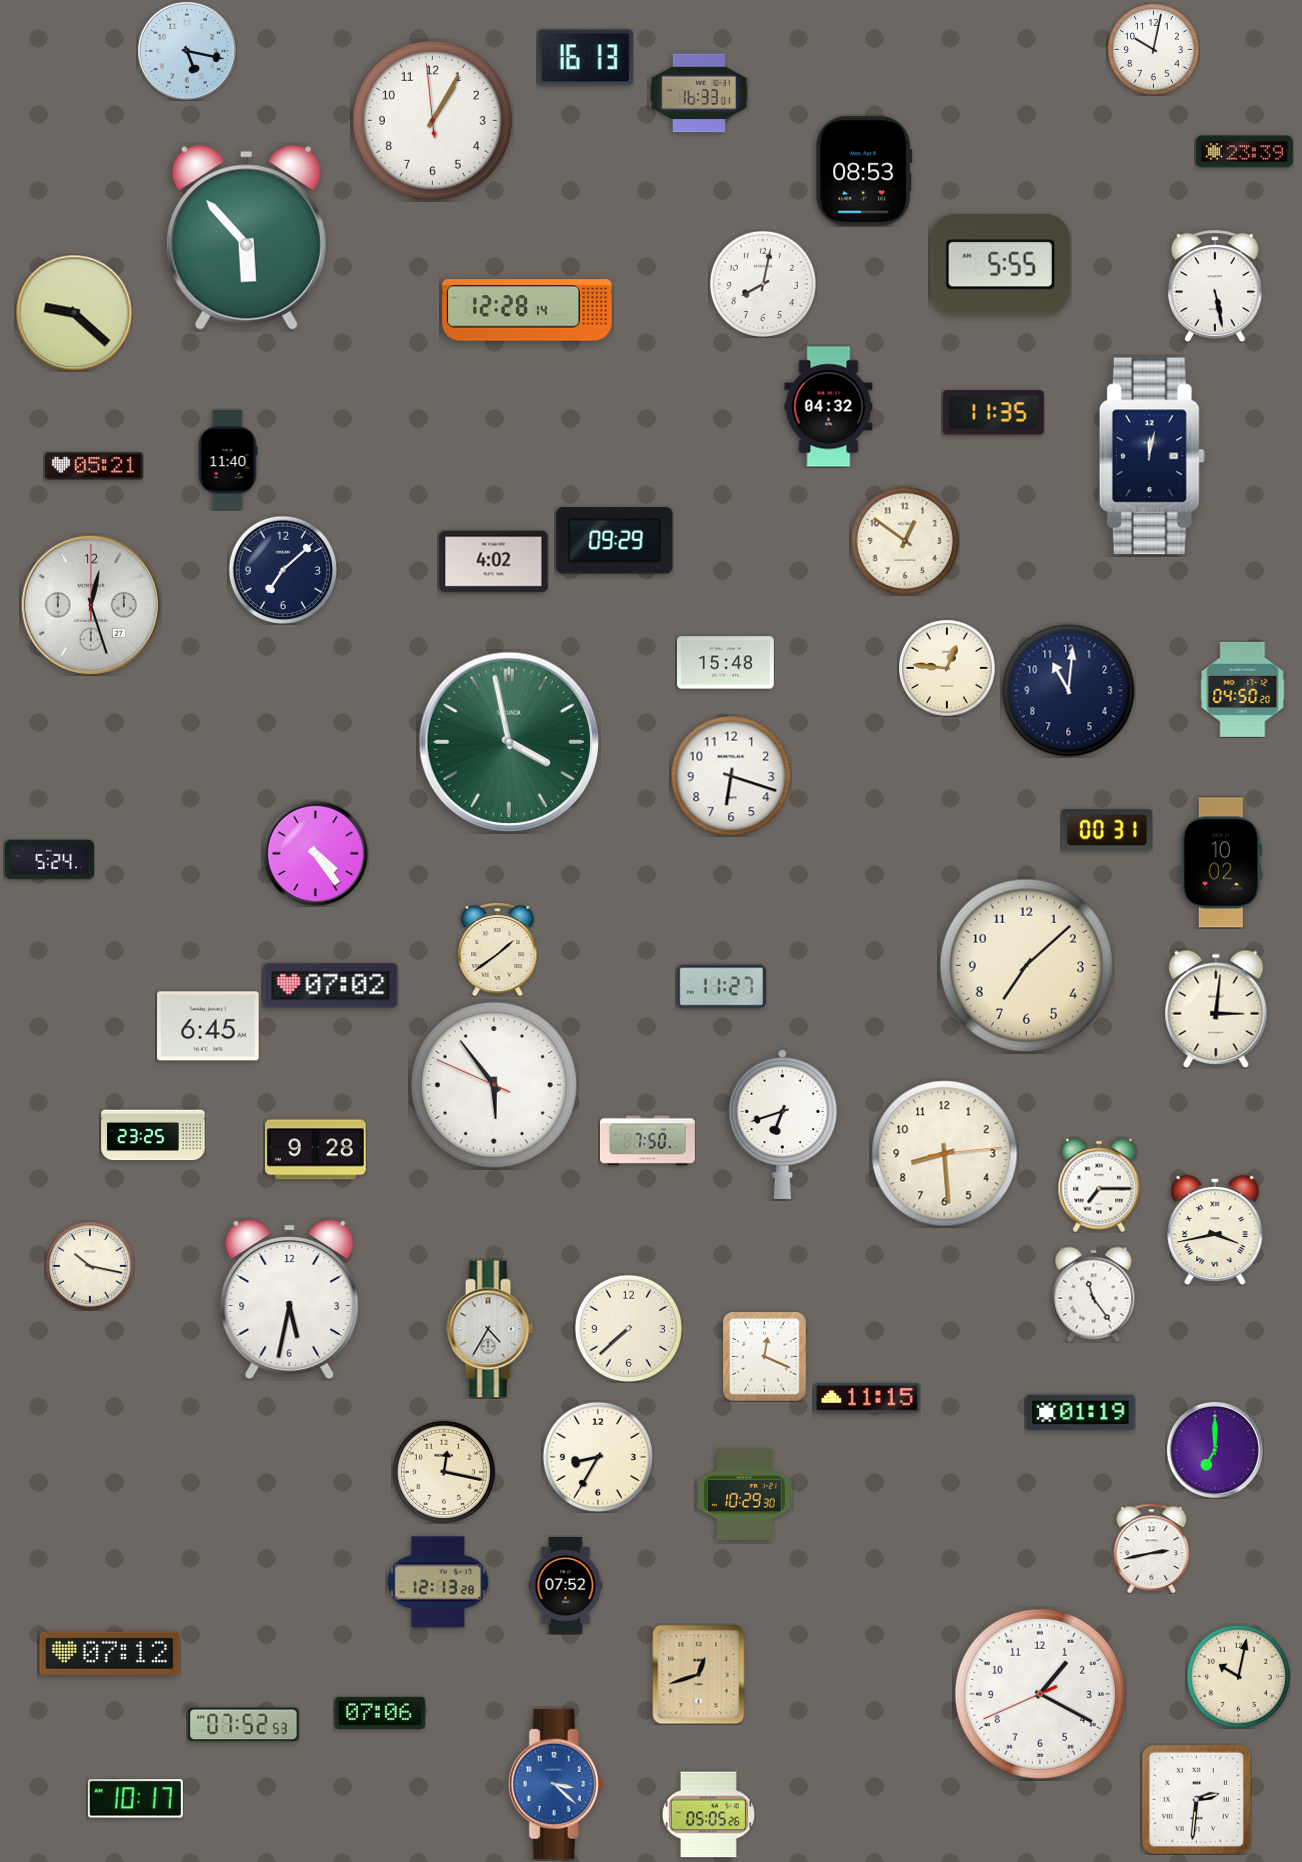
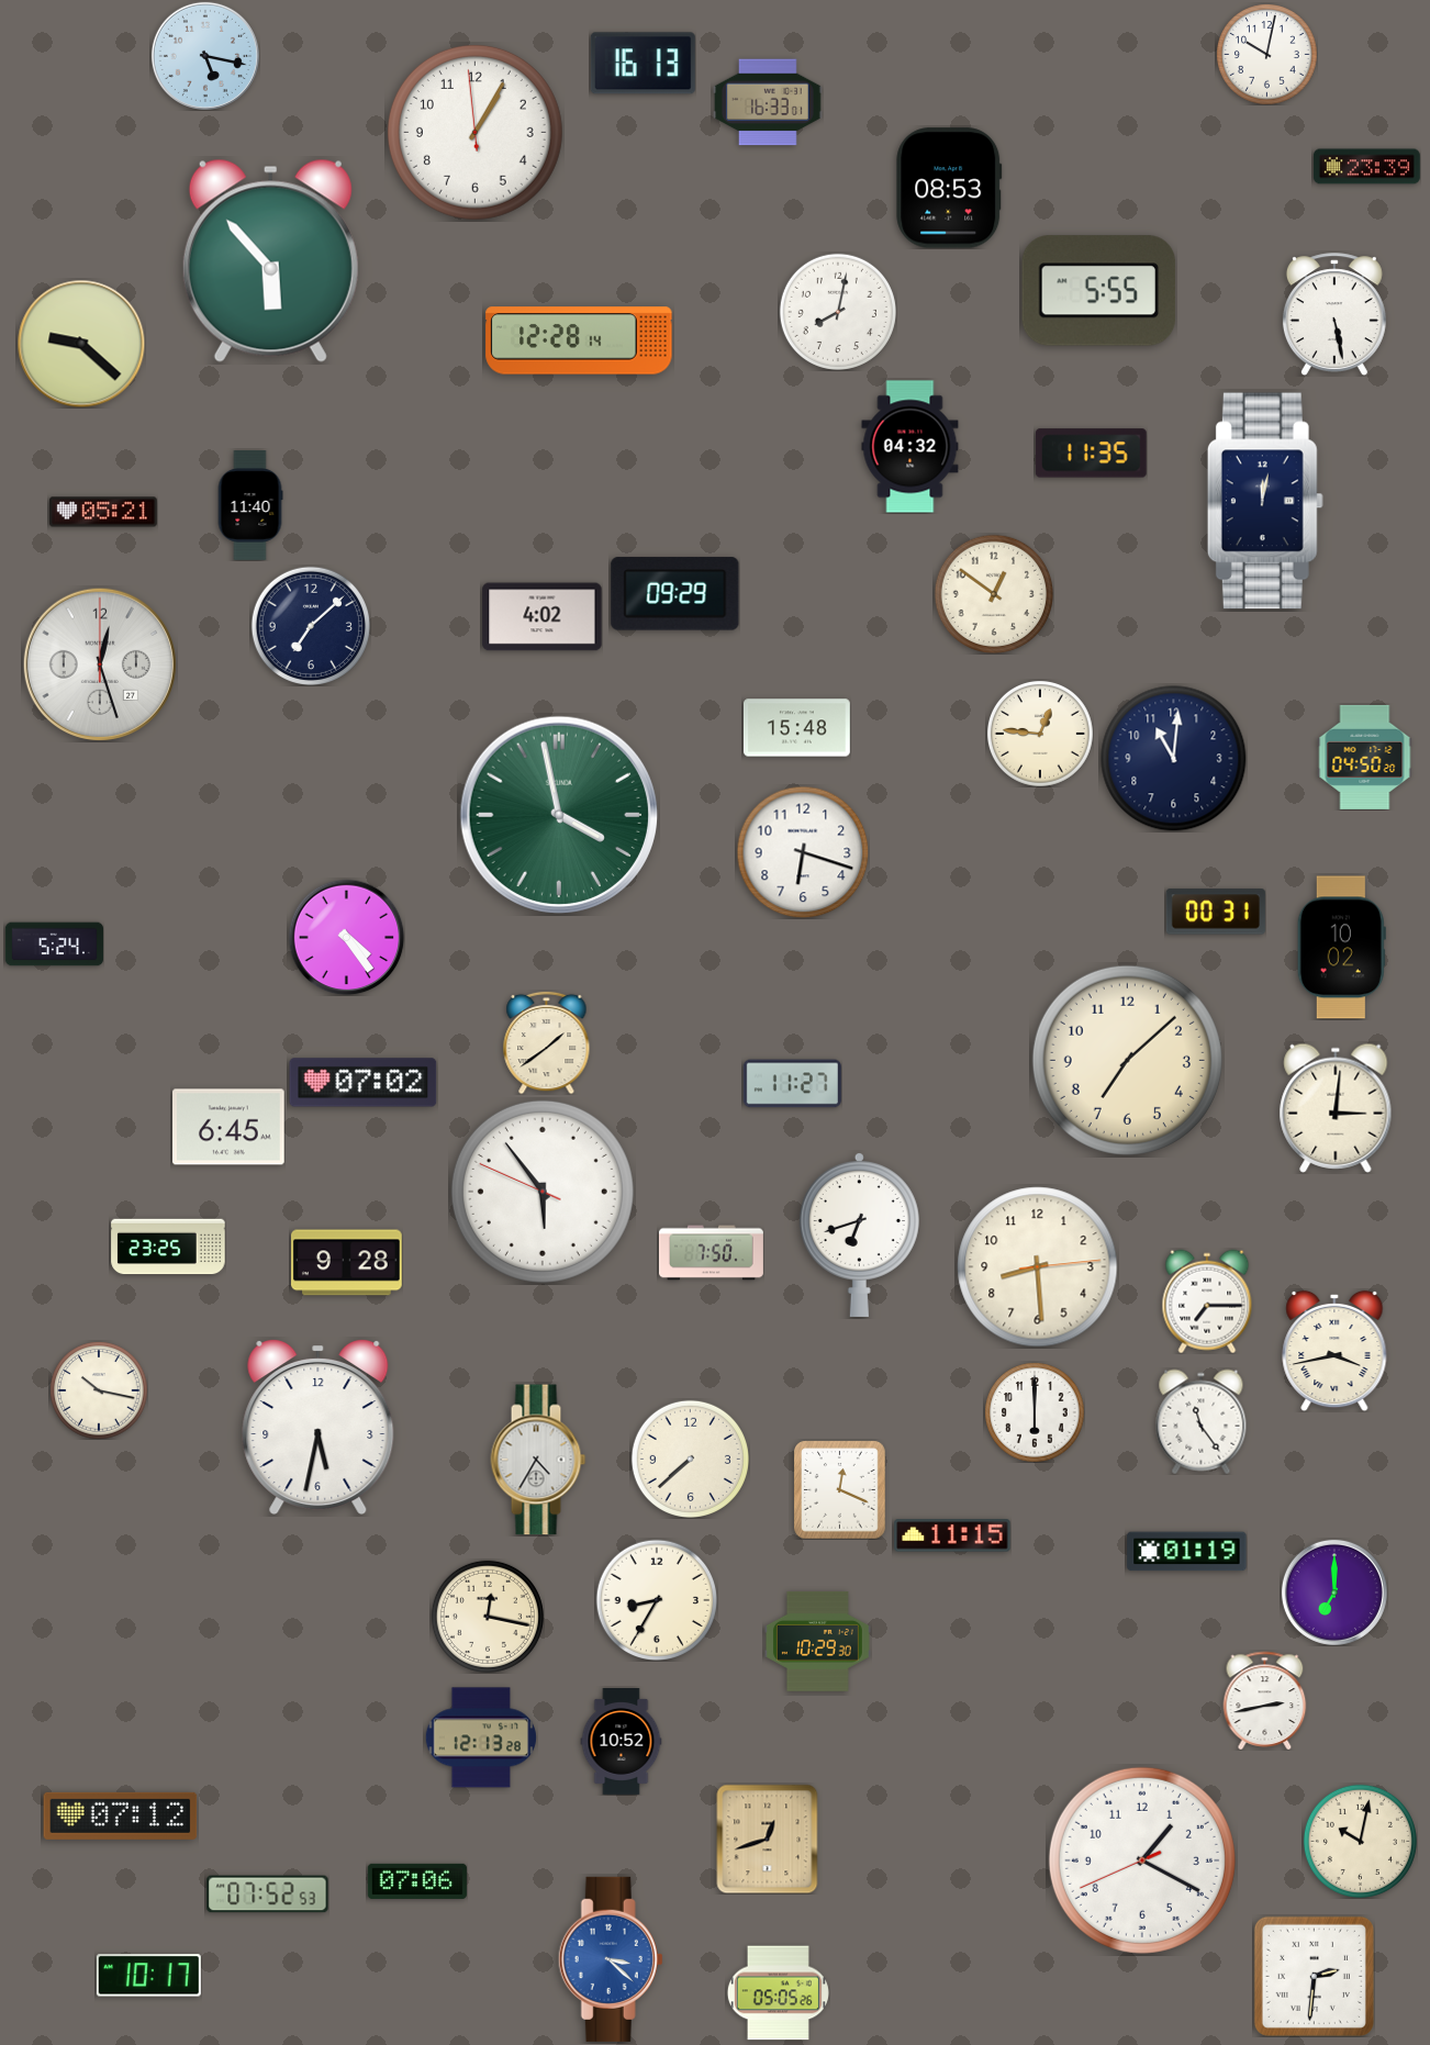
clock at (1035, 1412): none -> 6:00
clock at (566, 1586): 07:52 -> 10:52
